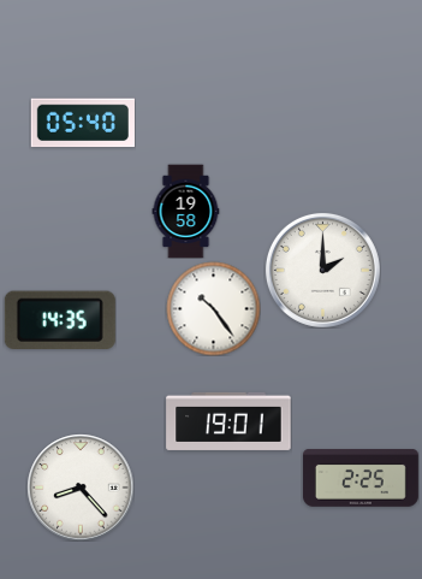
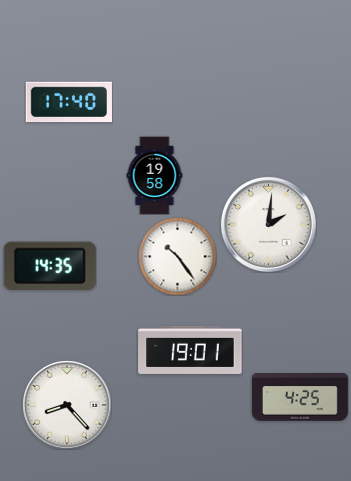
clock at (83, 123): 05:40 -> 17:40
clock at (322, 270): 2:00 -> 2:01
clock at (361, 479): 2:25 -> 4:25
